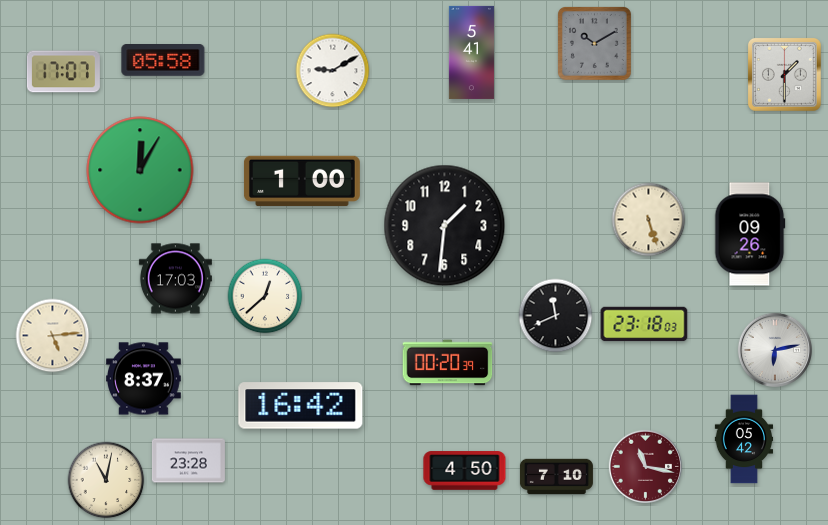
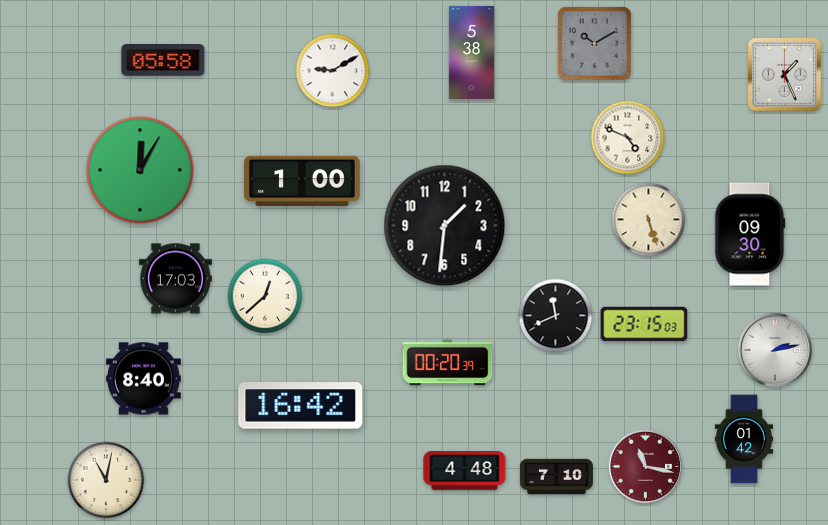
clock at (471, 52): 5:41 -> 5:38
clock at (63, 72): 17:07 -> none
clock at (784, 74): 1:30 -> 1:26
clock at (628, 138): none -> 4:49
clock at (750, 234): 09:26 -> 09:30
clock at (644, 324): 23:18 -> 23:15
clock at (53, 336): 5:14 -> none
clock at (774, 349): 6:13 -> 2:13
clock at (144, 379): 8:37 -> 8:40
clock at (744, 439): 05:42 -> 01:42
clock at (188, 461): 23:28 -> none
clock at (465, 471): 4:50 -> 4:48
